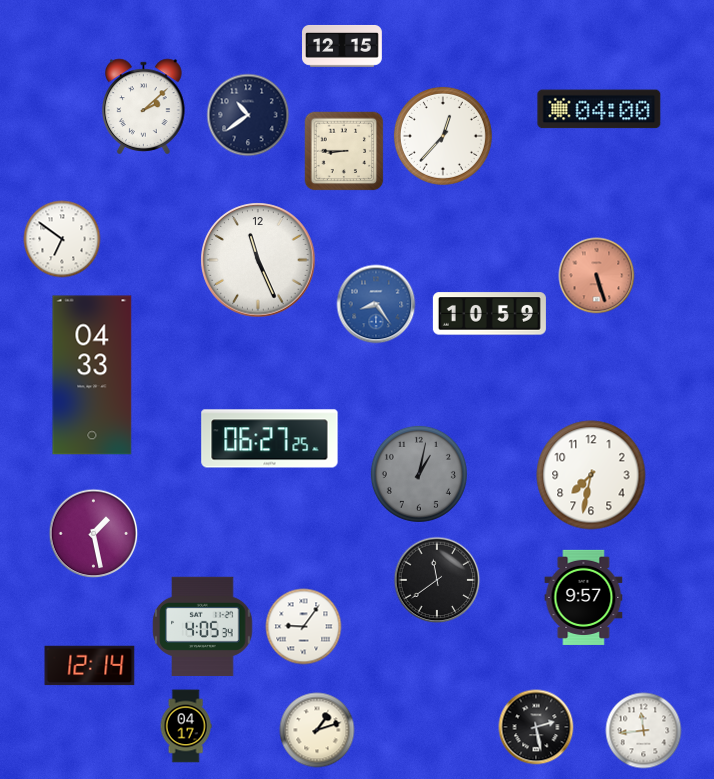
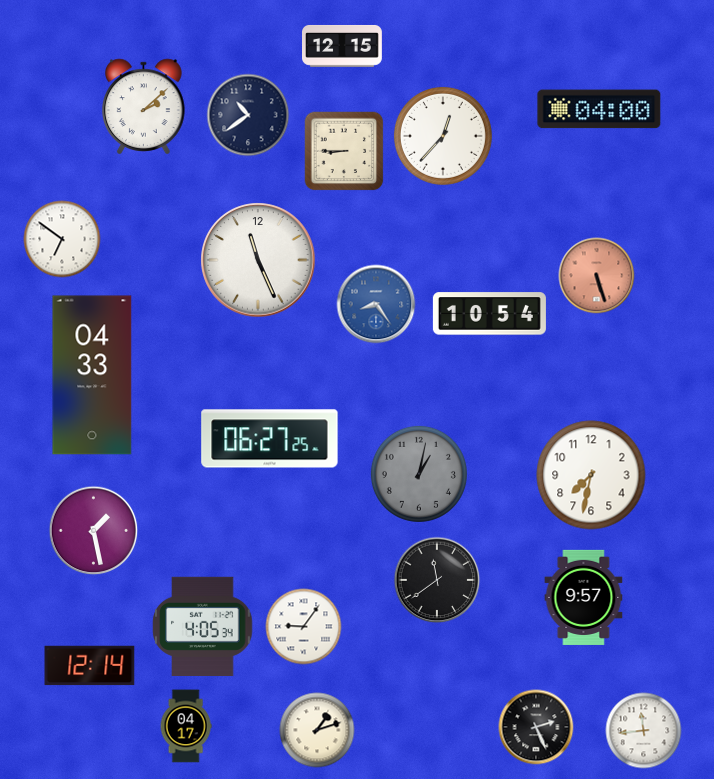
clock at (489, 314): 10:59 -> 10:54
clock at (94, 534) position: (94, 534) -> (94, 531)
clock at (536, 727): 2:28 -> 2:26
